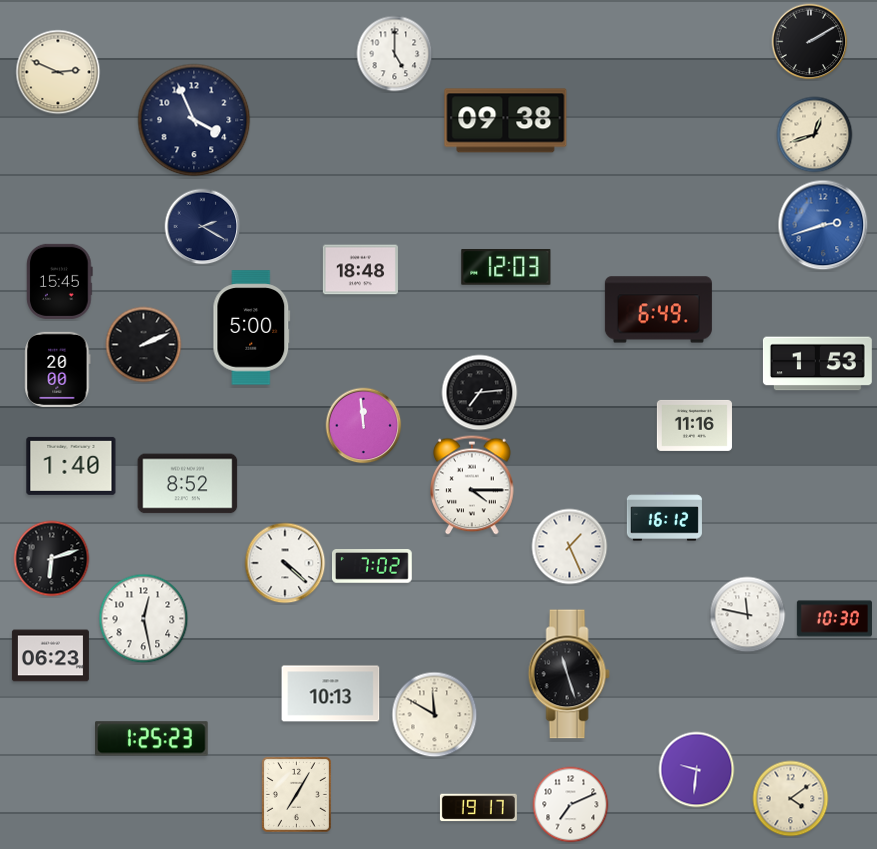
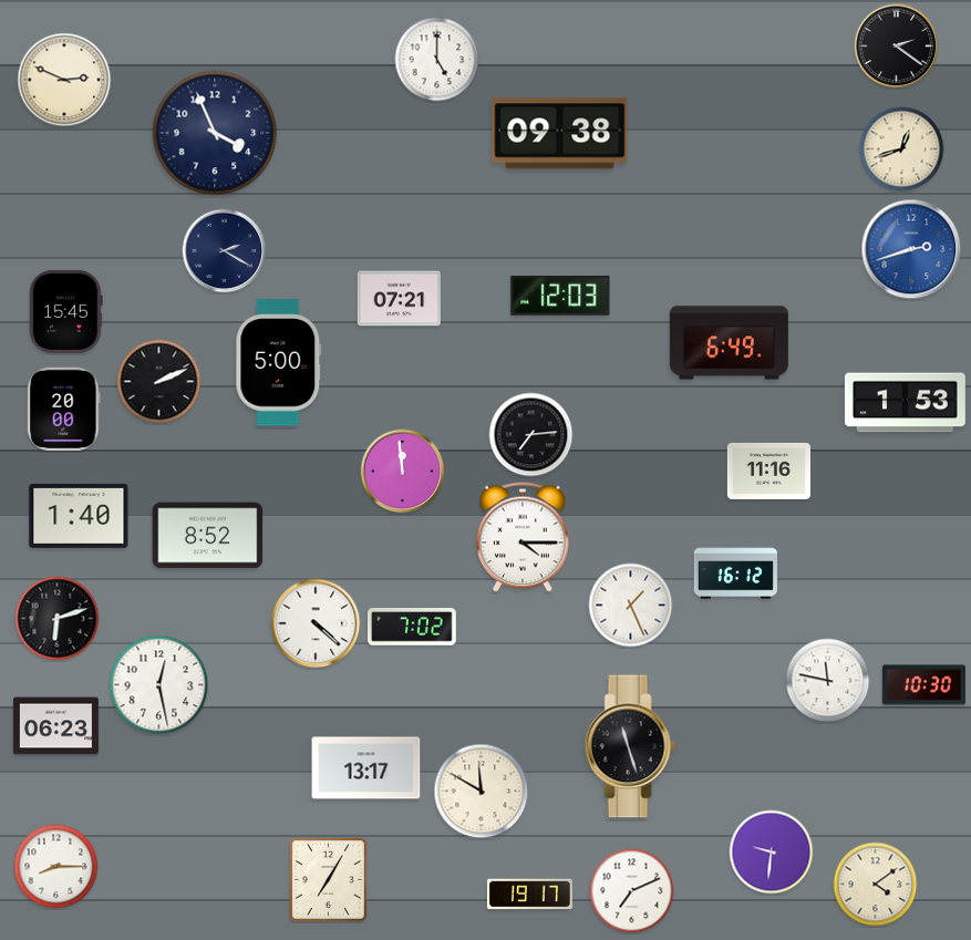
clock at (810, 42): 2:10 -> 2:21
clock at (360, 270): 18:48 -> 07:21
clock at (331, 694): 10:13 -> 13:17
clock at (152, 739): 1:25 -> none
clock at (56, 867): none -> 8:15
